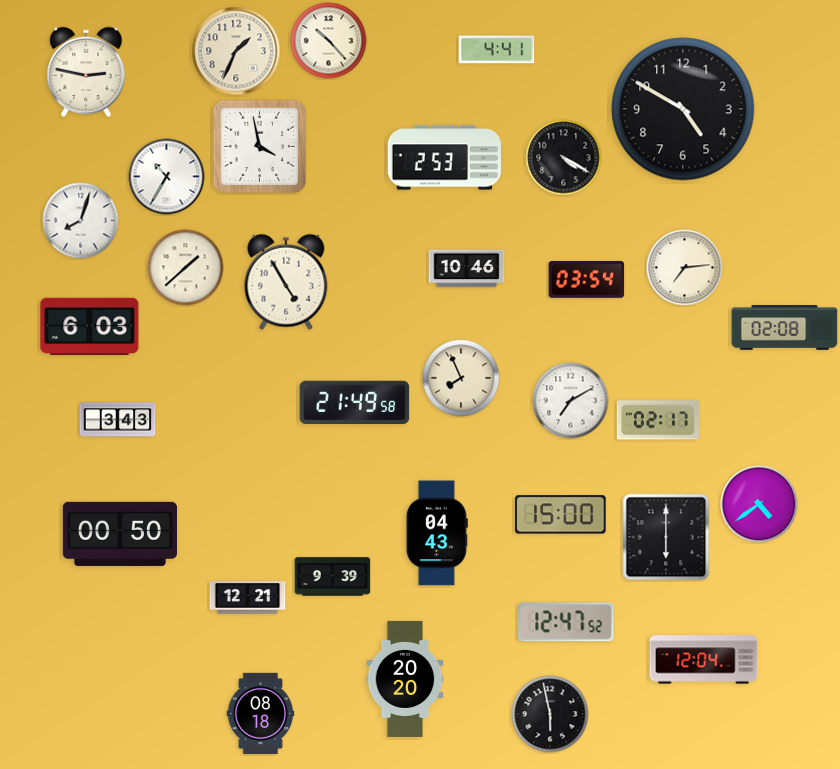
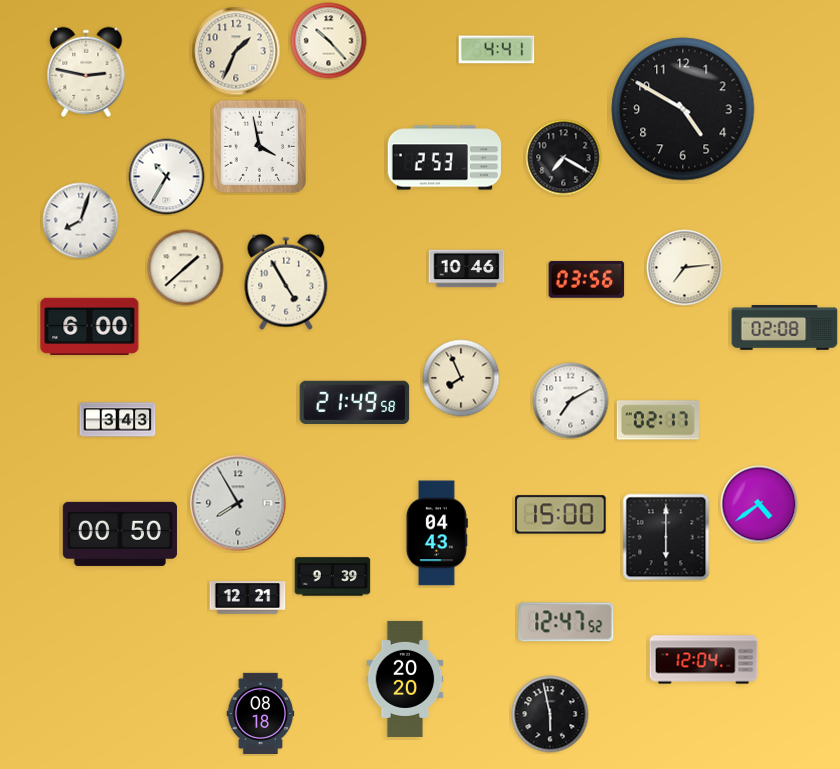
clock at (564, 158): 4:20 -> 7:20
clock at (587, 279): 03:54 -> 03:56
clock at (90, 326): 6:03 -> 6:00
clock at (238, 503): none -> 7:55
